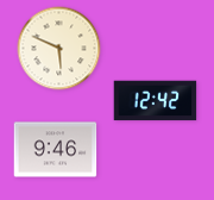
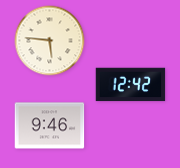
clock at (59, 49): 5:49 -> 5:46
clock at (56, 150) position: (56, 150) -> (50, 126)
